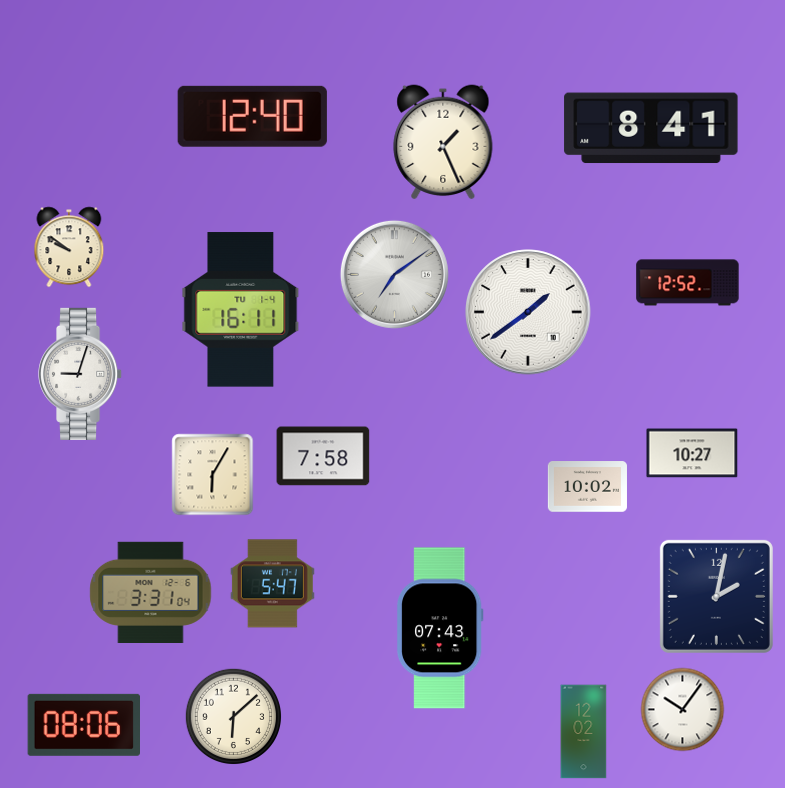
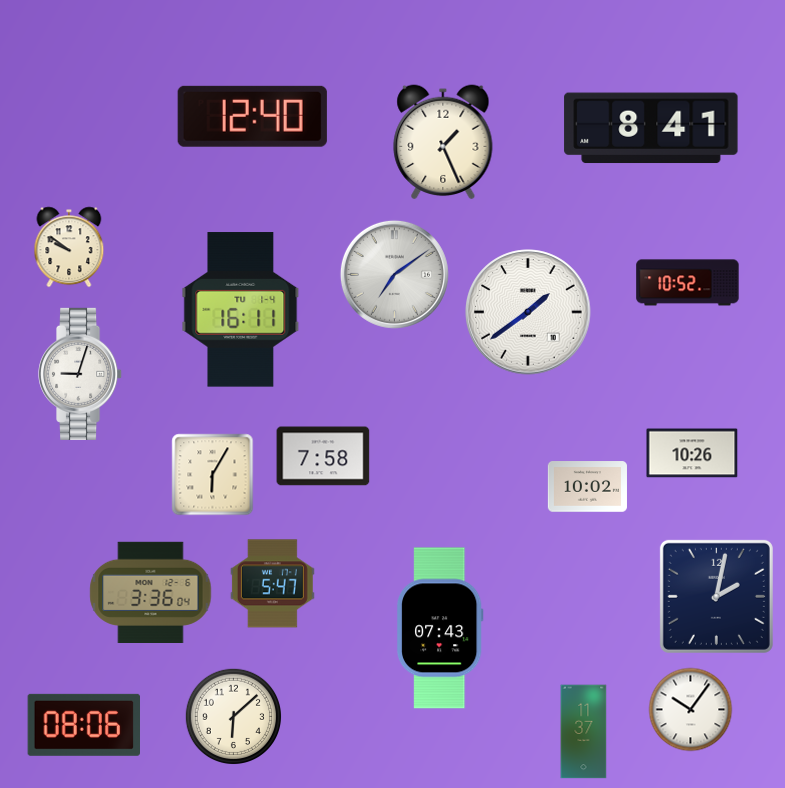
clock at (688, 283): 12:52 -> 10:52
clock at (692, 453): 10:27 -> 10:26
clock at (151, 592): 3:31 -> 3:36
clock at (683, 710) position: (683, 710) -> (691, 710)
clock at (584, 732): 12:02 -> 11:37
